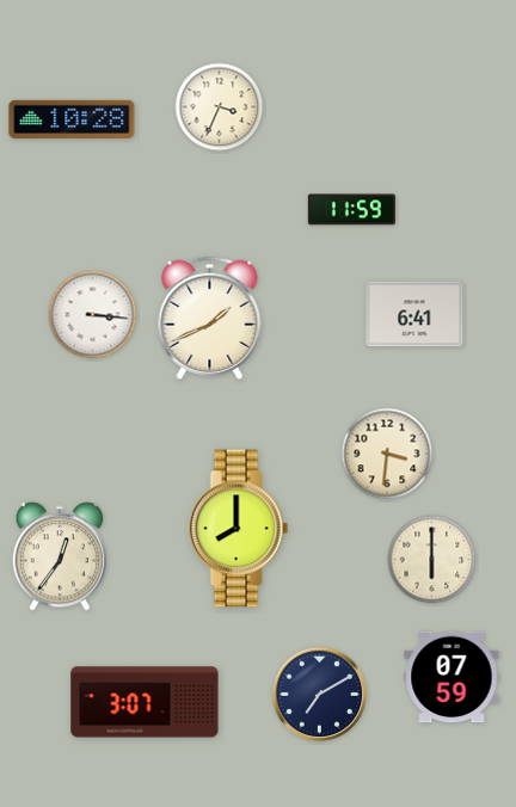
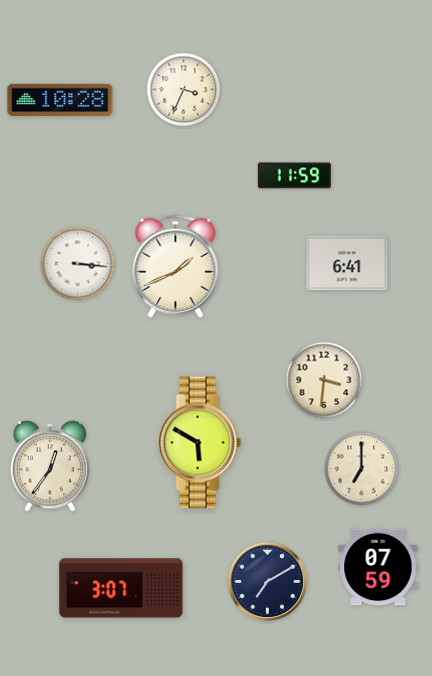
clock at (239, 529): 8:00 -> 5:50
clock at (432, 560): 6:00 -> 7:00
